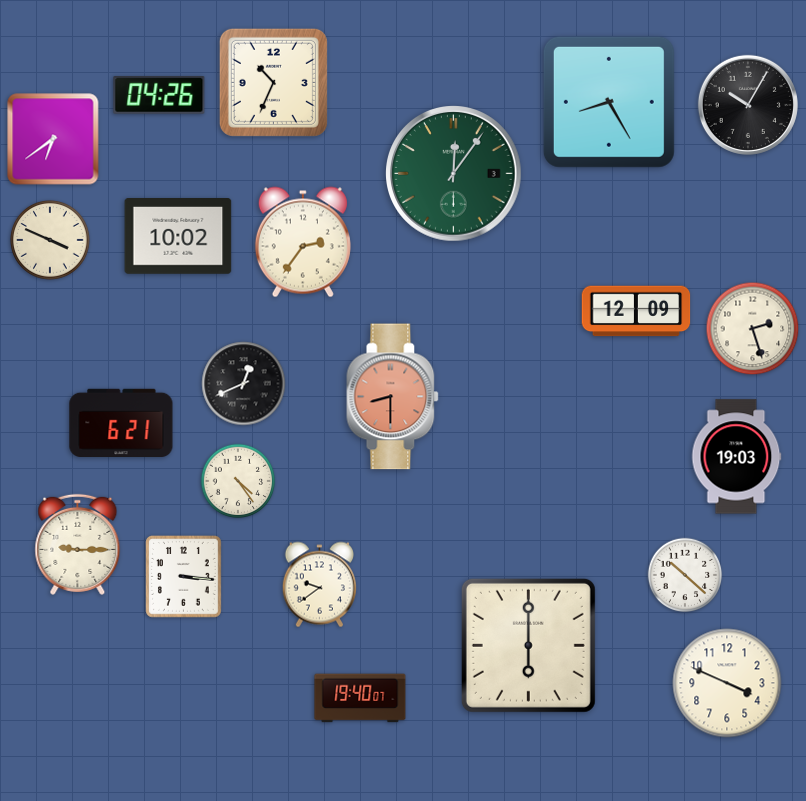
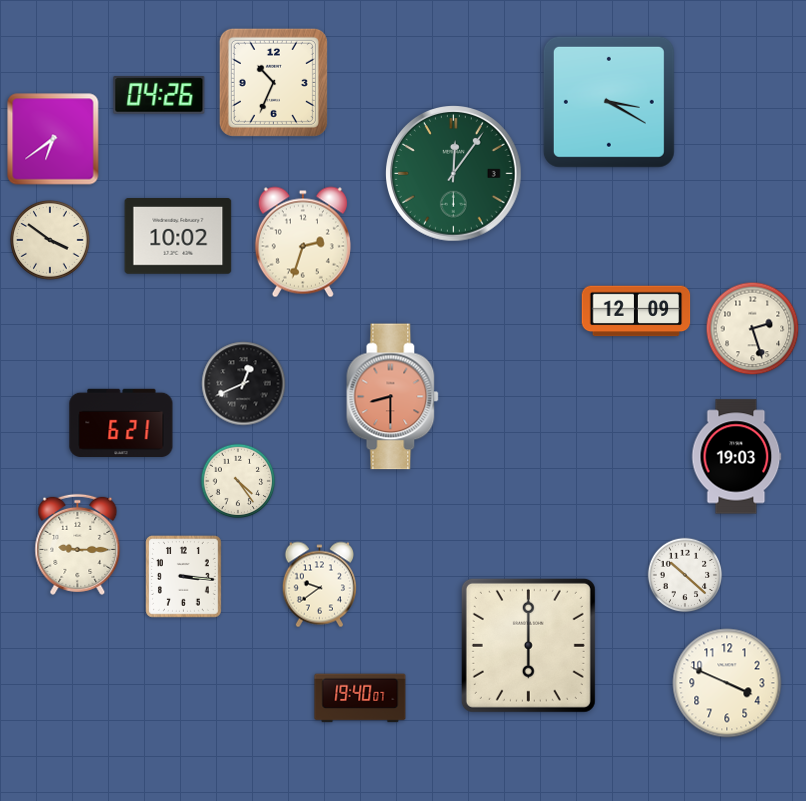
clock at (609, 102): 8:25 -> 3:20
clock at (748, 105): 10:05 -> none
clock at (50, 240): 3:49 -> 3:51
clock at (303, 242): 2:36 -> 2:33
